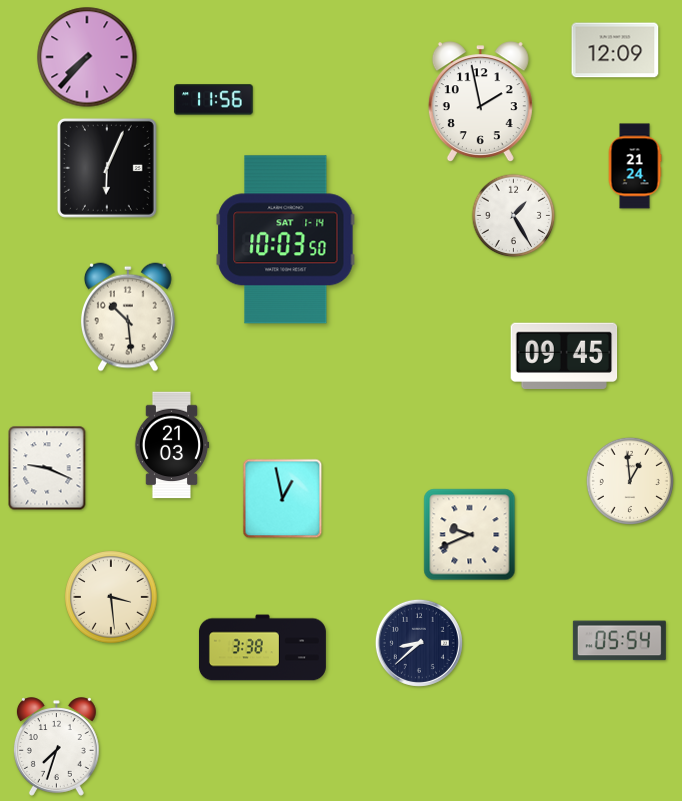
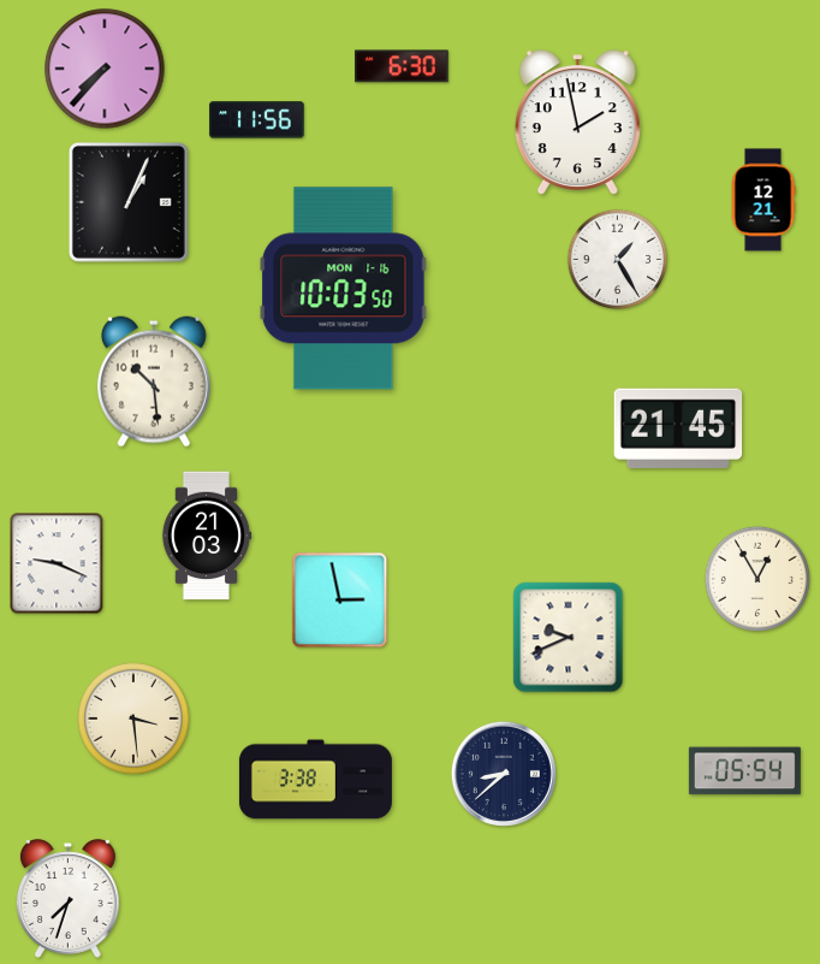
clock at (615, 50): 12:09 -> none
clock at (403, 66): none -> 6:30
clock at (635, 166): 21:24 -> 12:21
clock at (107, 168): 6:04 -> 1:04
clock at (286, 240) date: SAT 1-14 -> MON 1-16
clock at (564, 355): 09:45 -> 21:45
clock at (630, 481): 12:59 -> 12:55
clock at (283, 499): 12:58 -> 2:58
clock at (470, 535) position: (470, 535) -> (569, 638)
